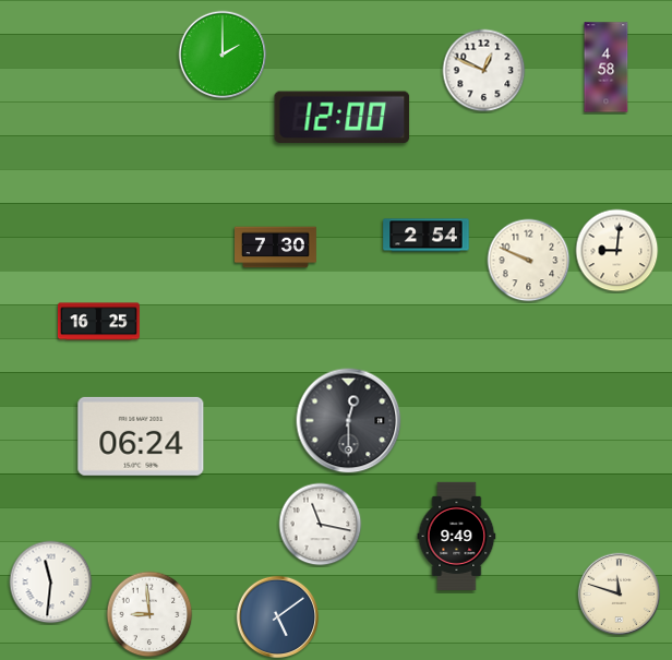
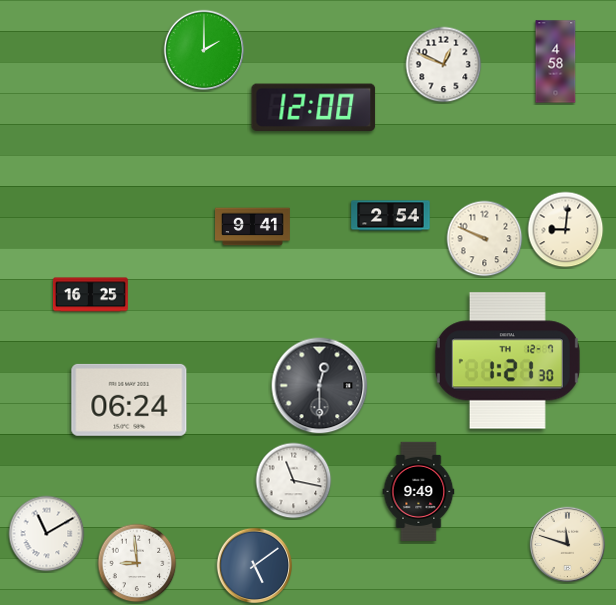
clock at (276, 248): 7:30 -> 9:41
clock at (507, 361): none -> 1:21
clock at (51, 583): 11:31 -> 11:10
